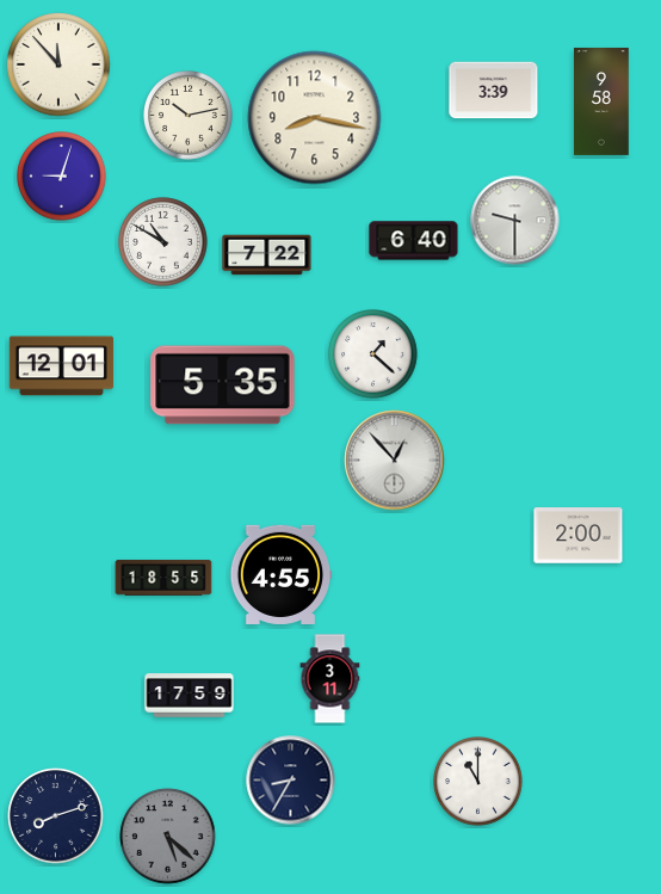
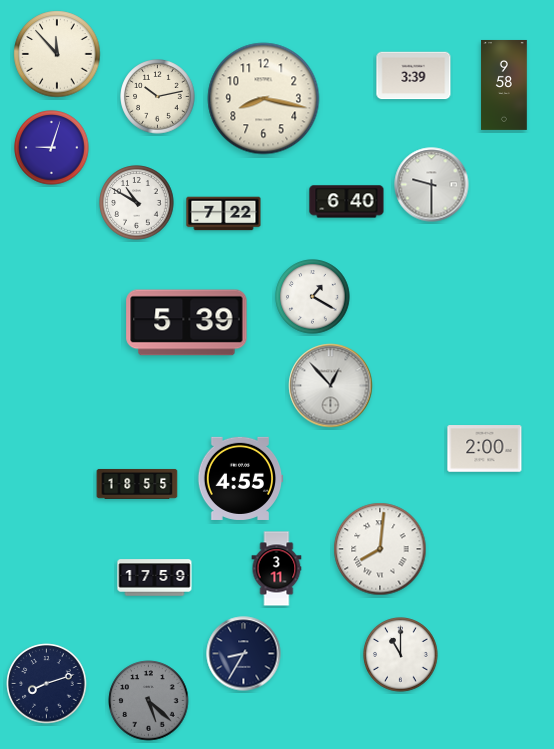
clock at (58, 64) position: (58, 64) -> (57, 54)
clock at (373, 354): 1:22 -> 1:20
clock at (61, 366): 12:01 -> none
clock at (223, 386): 5:35 -> 5:39
clock at (280, 574) position: (280, 574) -> (240, 478)
clock at (380, 549): none -> 8:01
clock at (190, 696) position: (190, 696) -> (155, 578)
clock at (168, 837) position: (168, 837) -> (149, 701)
